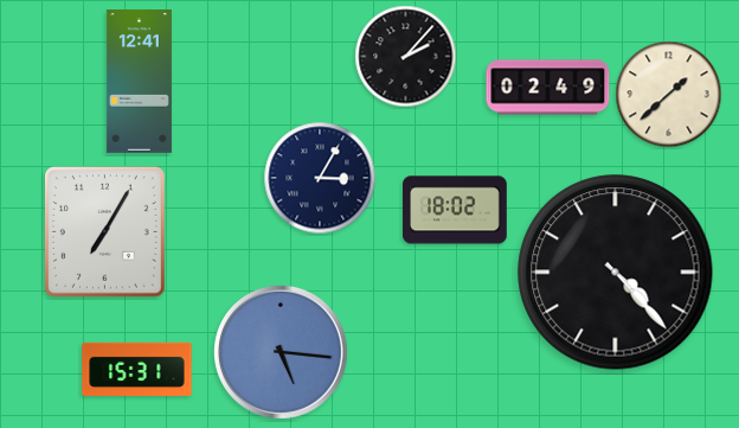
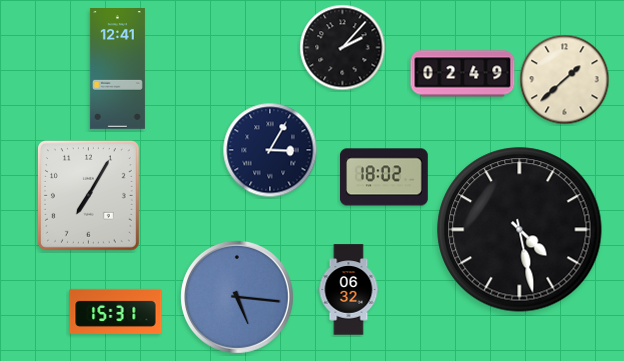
clock at (616, 273): 4:23 -> 4:28
clock at (349, 290): none -> 06:32
